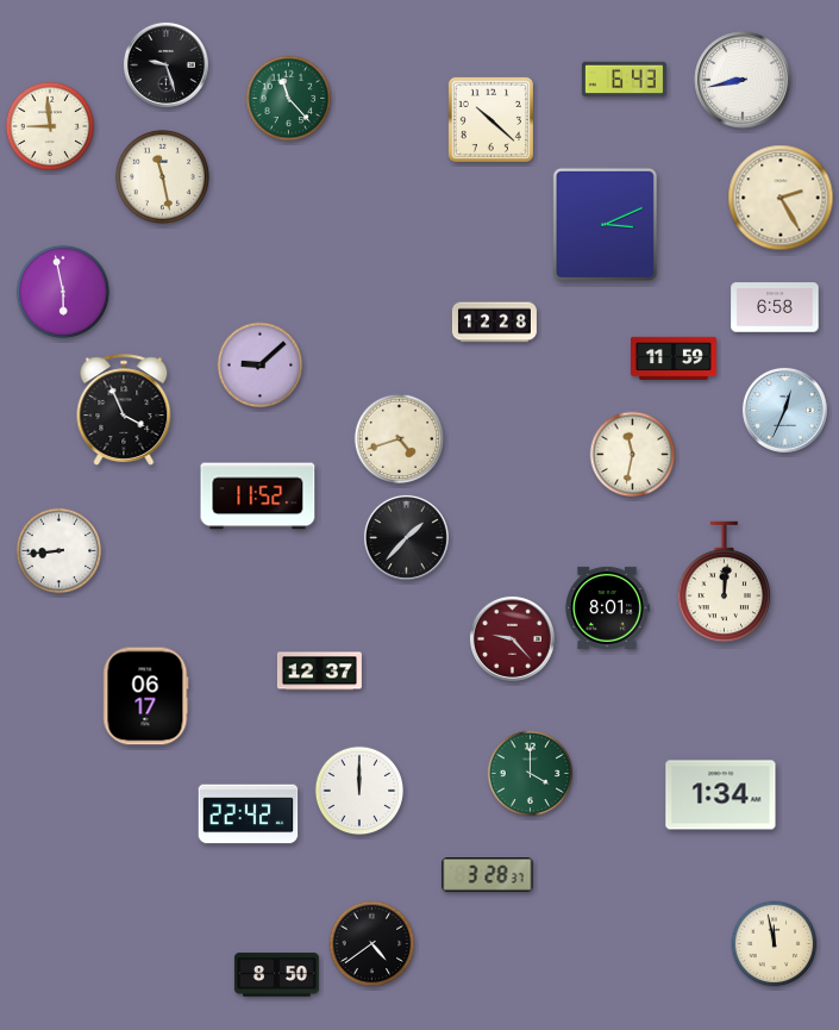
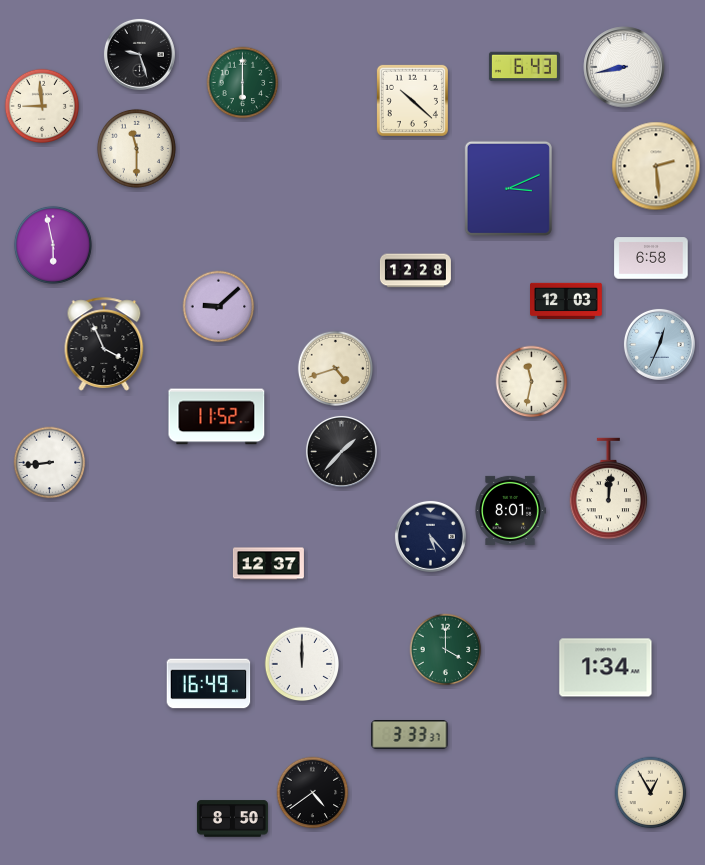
clock at (289, 99): 11:23 -> 6:00
clock at (162, 176): 11:28 -> 11:30
clock at (781, 198): 2:25 -> 2:29
clock at (675, 357): 11:59 -> 12:03
clock at (512, 638): 9:23 -> 5:23
clock at (512, 638) dial: burgundy -> navy
clock at (145, 697): 06:17 -> none
clock at (249, 814): 22:42 -> 16:49
clock at (488, 875): 3:28 -> 3:33
clock at (775, 944): 11:58 -> 12:55
